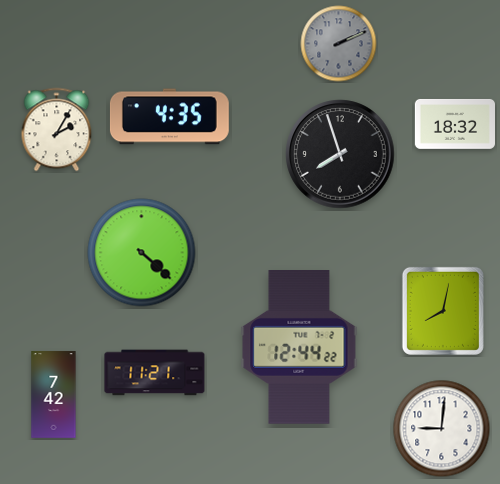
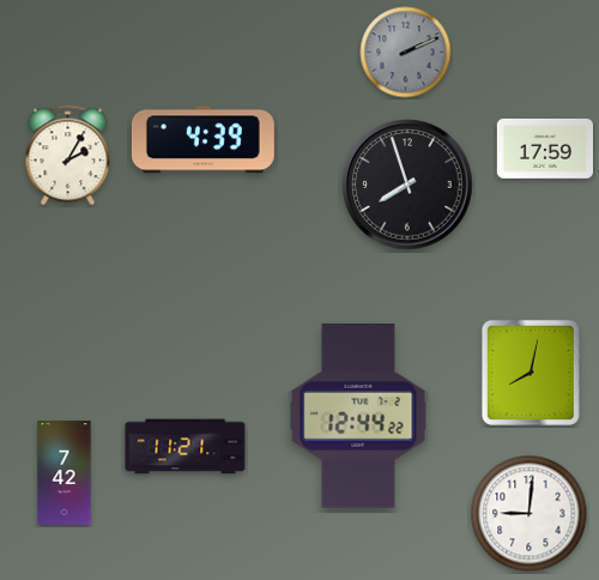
clock at (169, 117): 4:35 -> 4:39
clock at (454, 124): 18:32 -> 17:59
clock at (142, 253): 4:22 -> none
